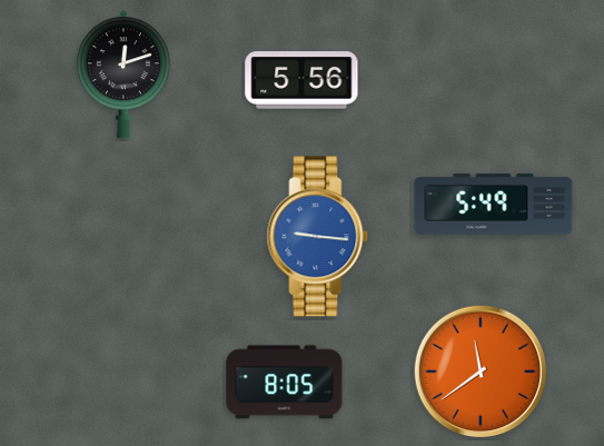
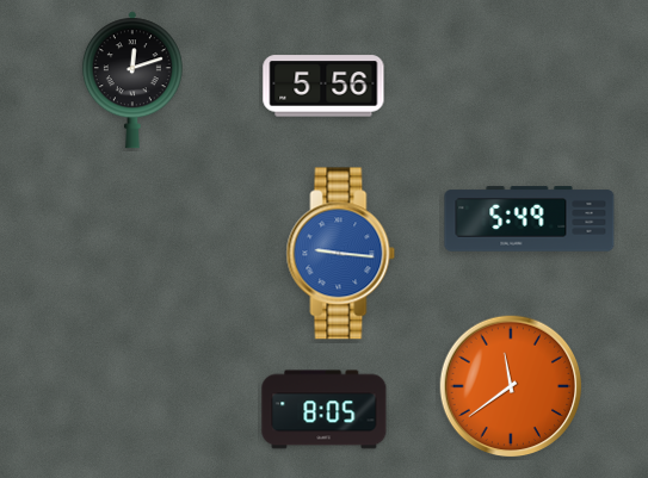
clock at (481, 371) position: (481, 371) -> (511, 386)
clock at (285, 383) position: (285, 383) -> (325, 410)
